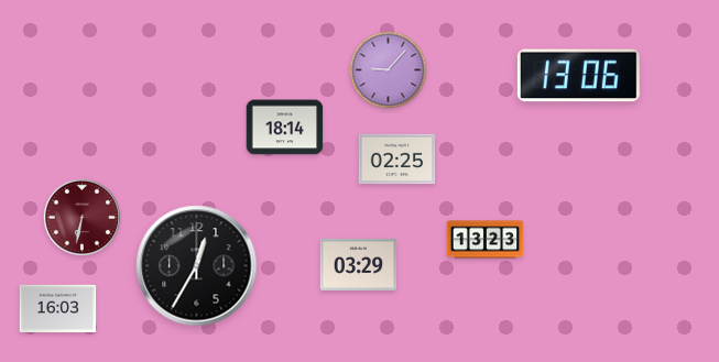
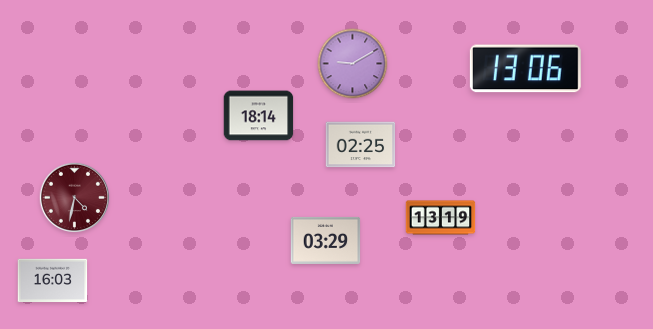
clock at (389, 70): 9:07 -> 9:10
clock at (83, 218): 6:32 -> 4:32
clock at (486, 240): 13:23 -> 13:19
clock at (197, 266): 12:35 -> none
